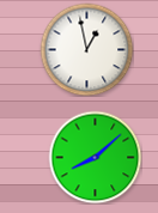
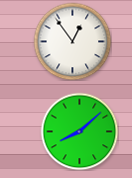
clock at (86, 49): 12:58 -> 12:54
